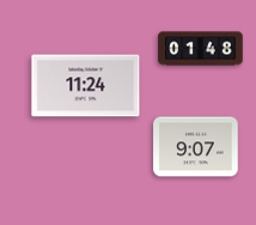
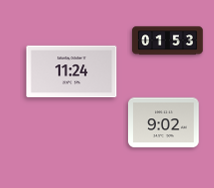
clock at (201, 49): 01:48 -> 01:53
clock at (196, 147): 9:07 -> 9:02
